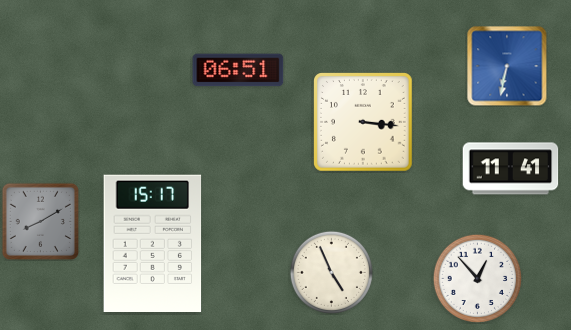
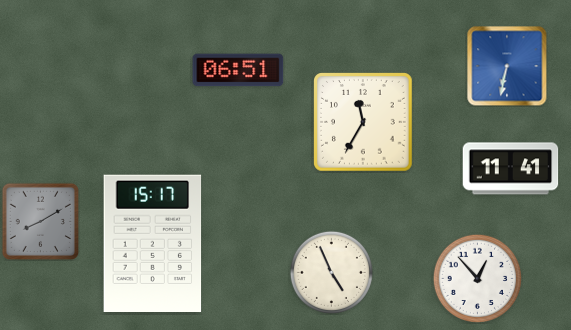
clock at (364, 123): 3:16 -> 11:35
